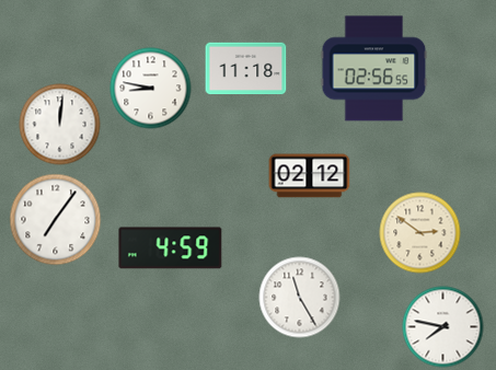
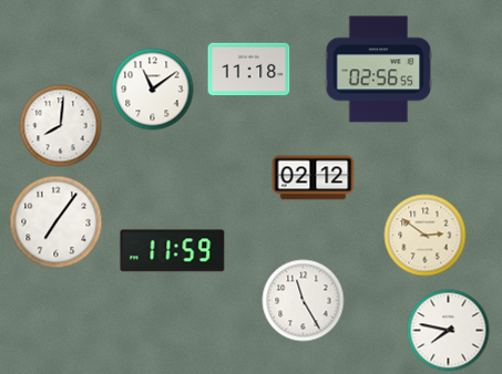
clock at (151, 89): 8:47 -> 11:09
clock at (60, 125): 12:01 -> 8:01
clock at (171, 248): 4:59 -> 11:59
